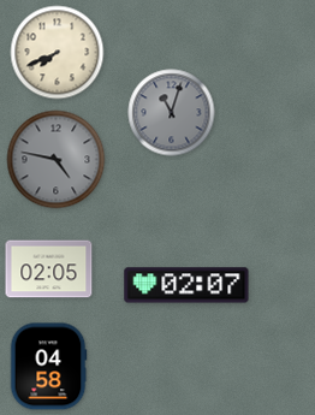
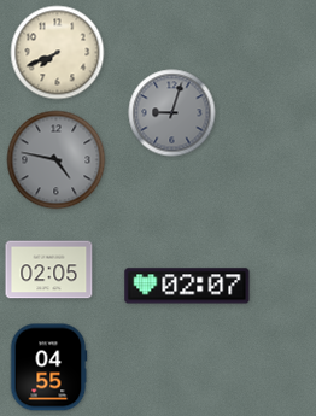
clock at (172, 113): 11:03 -> 9:03
clock at (48, 367): 04:58 -> 04:55
